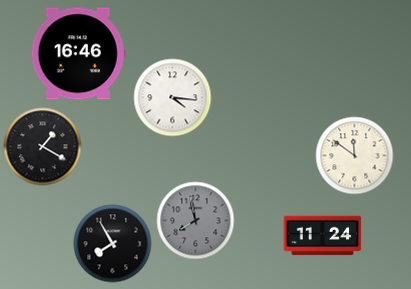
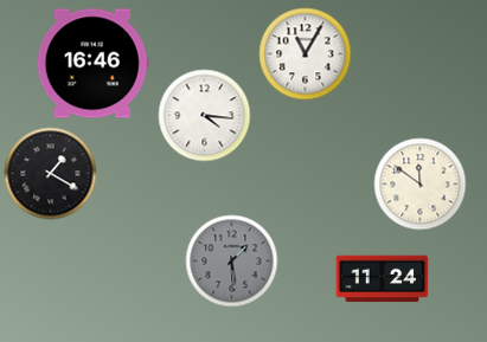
clock at (305, 53): none -> 11:05
clock at (195, 220): 7:58 -> 1:29
clock at (112, 243): 7:55 -> none
